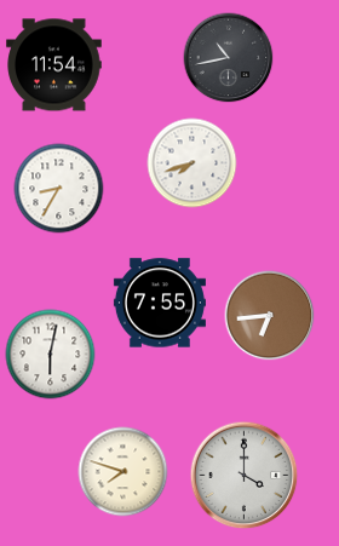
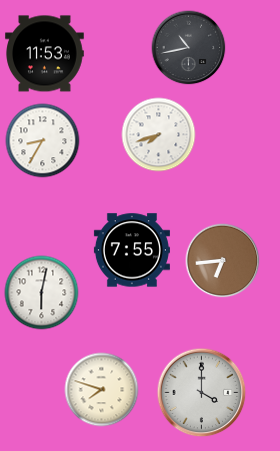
clock at (54, 65): 11:54 -> 11:53
clock at (59, 189) position: (59, 189) -> (43, 141)
